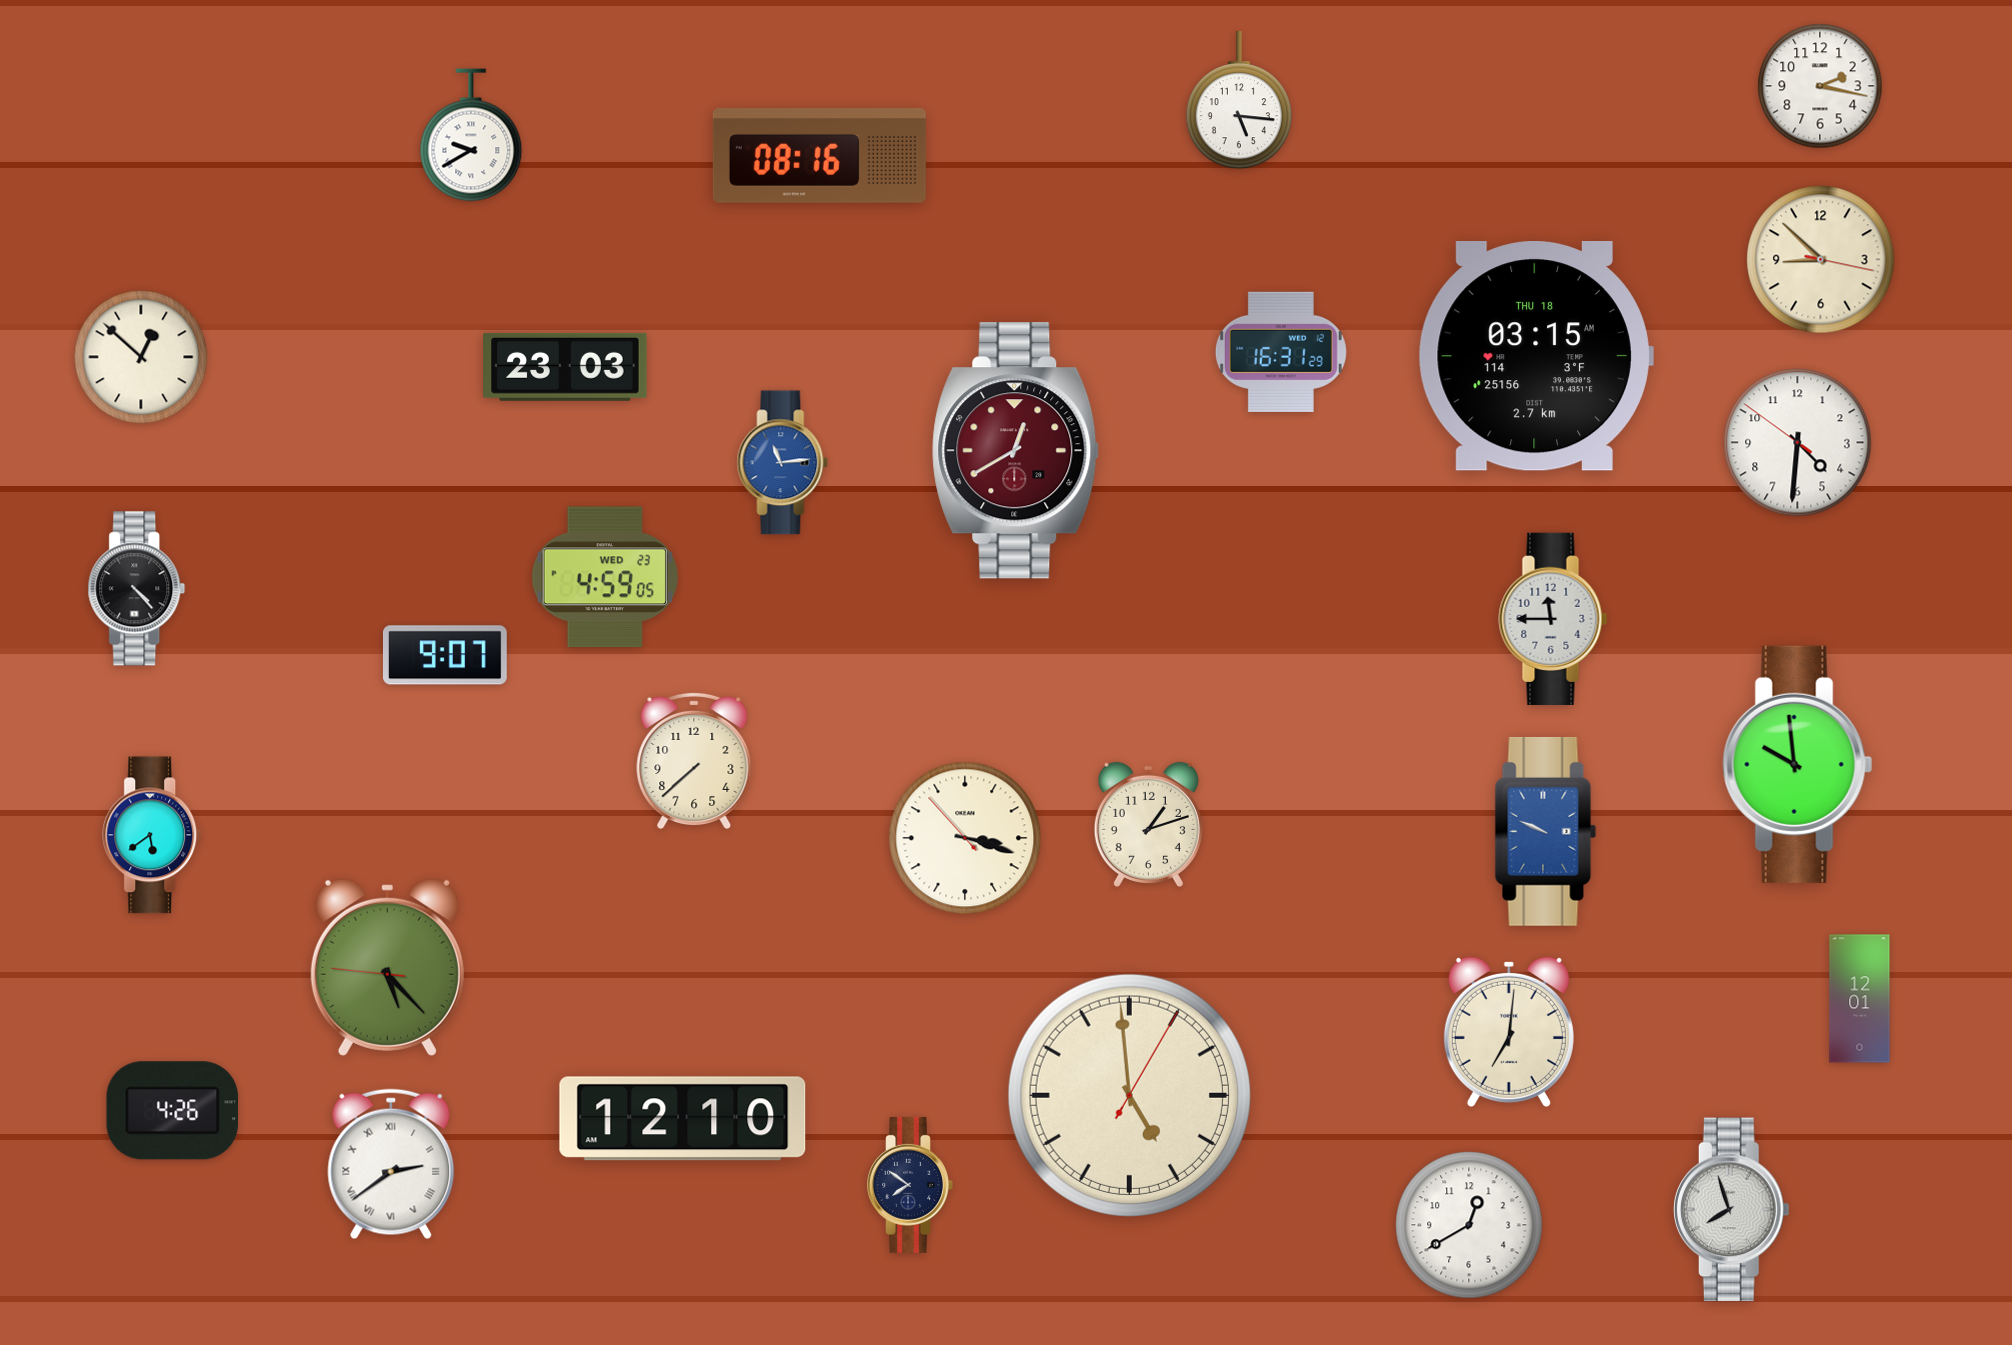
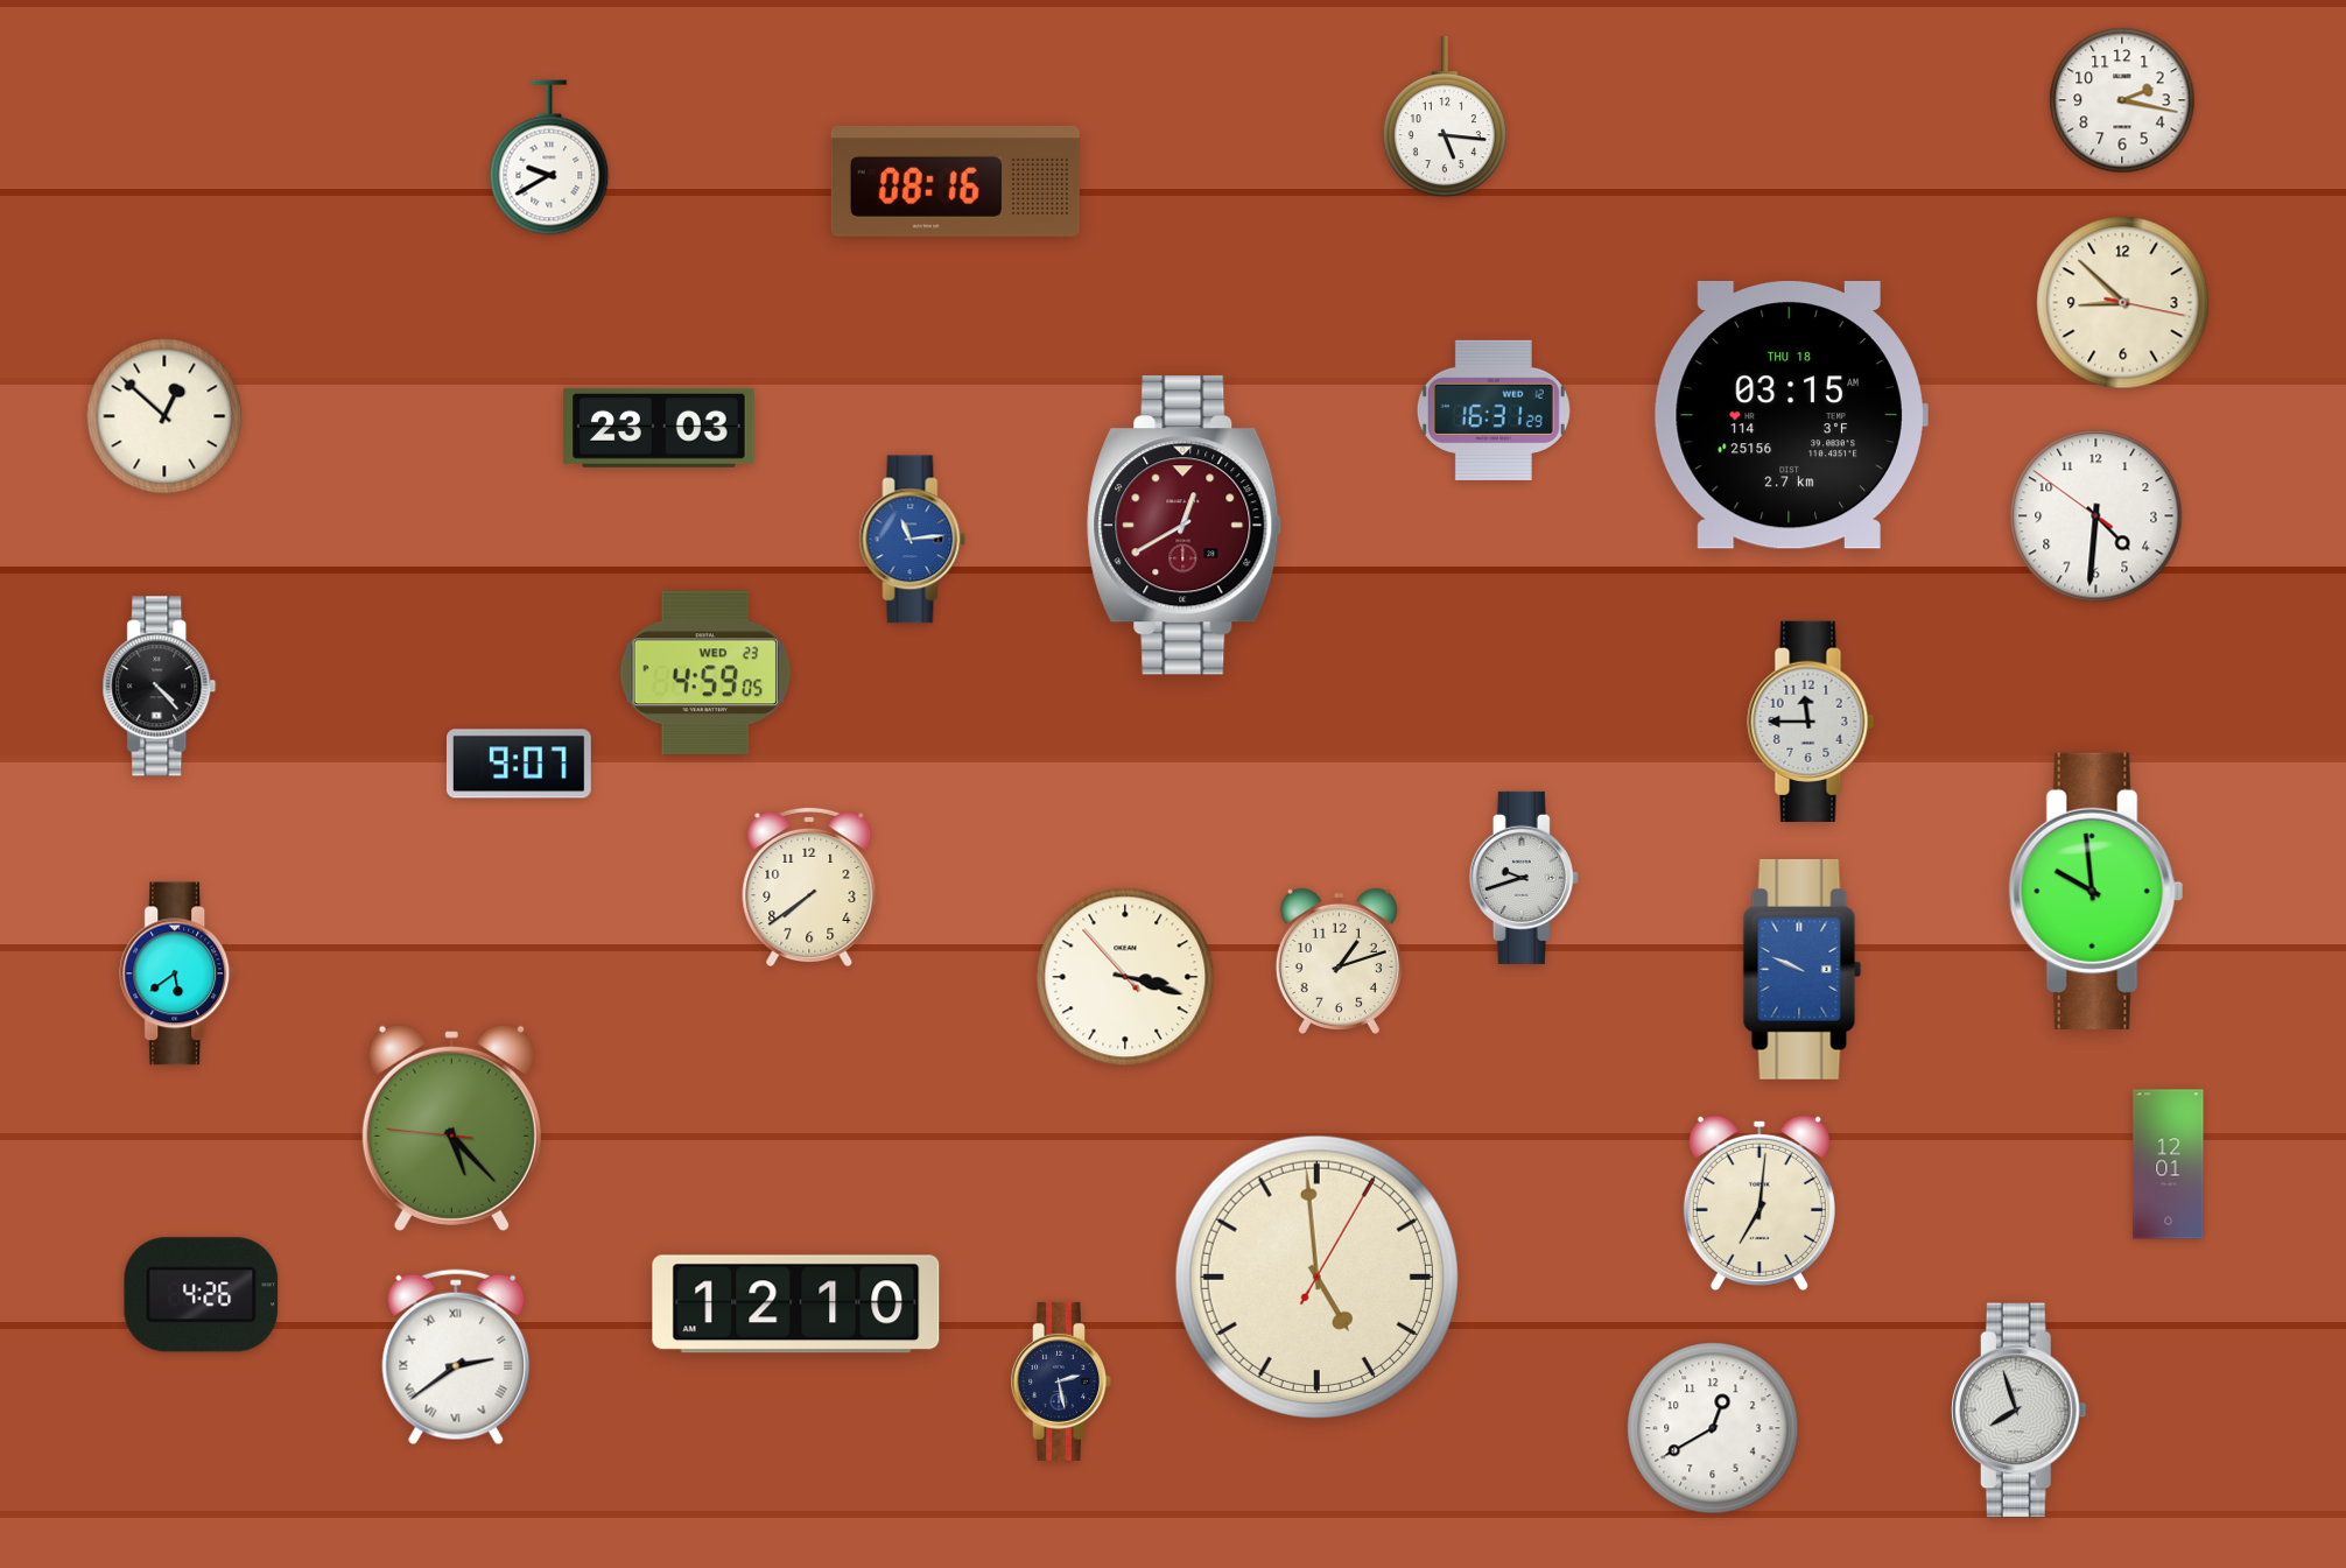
clock at (1524, 878): none -> 9:42
clock at (694, 760): 7:38 -> 7:39
clock at (910, 1185): 7:51 -> 2:28
